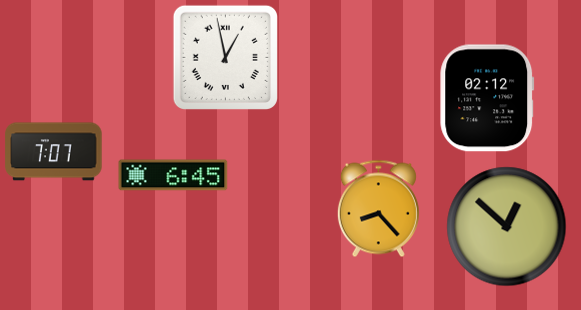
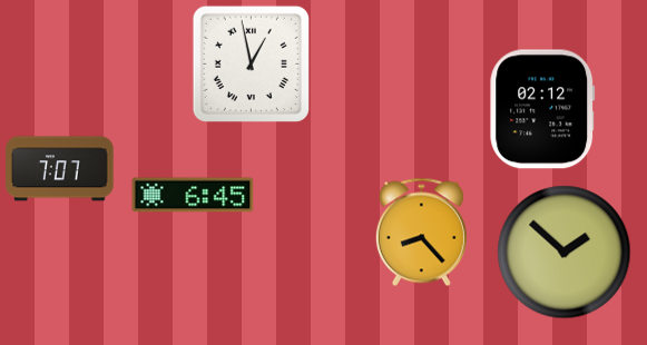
clock at (507, 227): 12:52 -> 1:52
